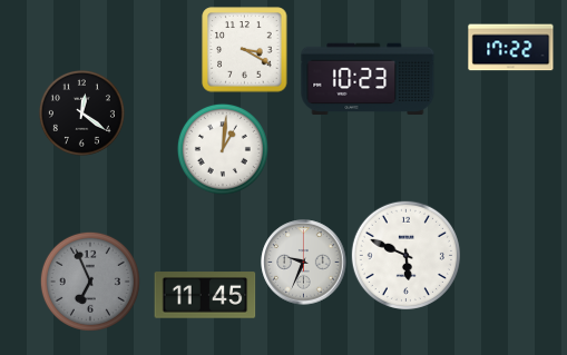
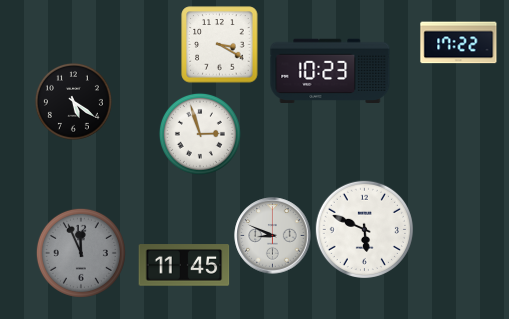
clock at (81, 112): 12:21 -> 5:21
clock at (223, 149): 1:01 -> 2:57
clock at (304, 263): 9:34 -> 8:49
clock at (90, 282): 6:56 -> 11:56
